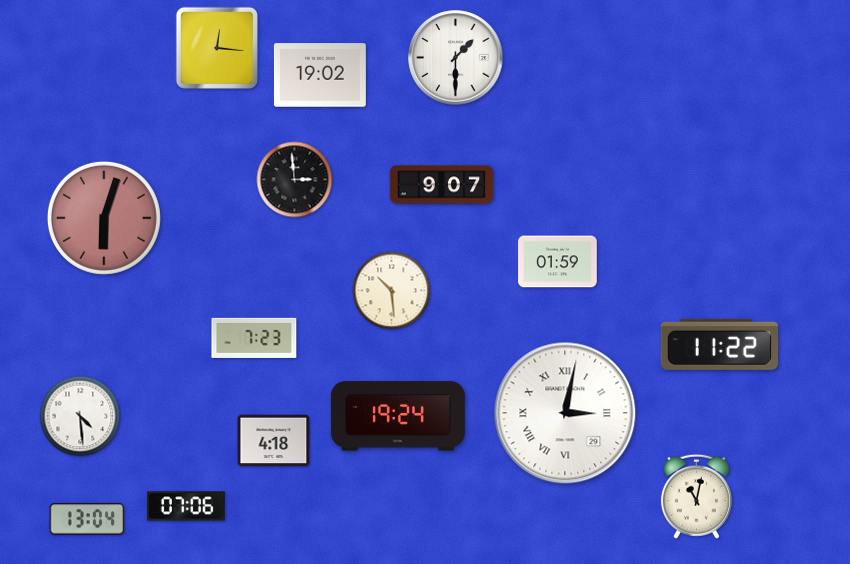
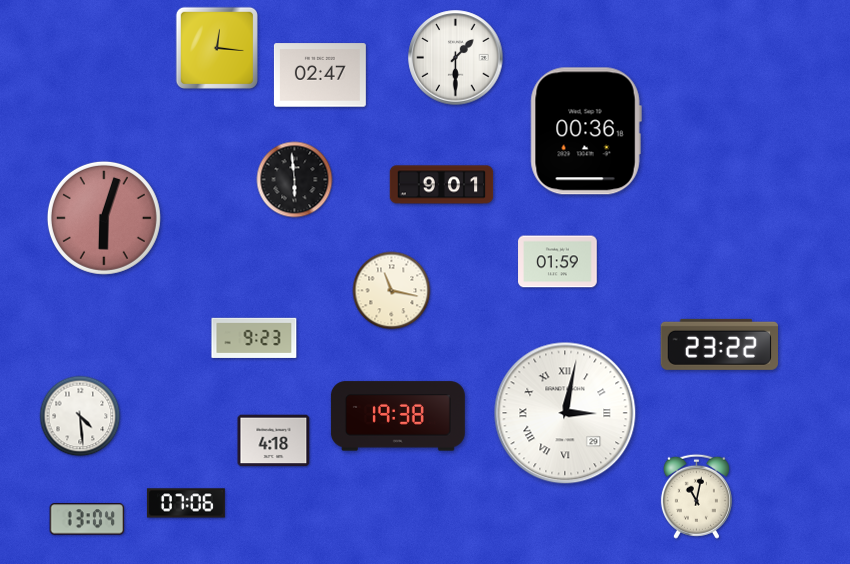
clock at (320, 75): 19:02 -> 02:47
clock at (586, 131): none -> 00:36
clock at (295, 180): 2:59 -> 5:59
clock at (442, 185): 9:07 -> 9:01
clock at (392, 291): 10:29 -> 11:17
clock at (254, 338): 7:23 -> 9:23
clock at (719, 344): 11:22 -> 23:22
clock at (398, 416): 19:24 -> 19:38
clock at (186, 506) position: (186, 506) -> (186, 503)
